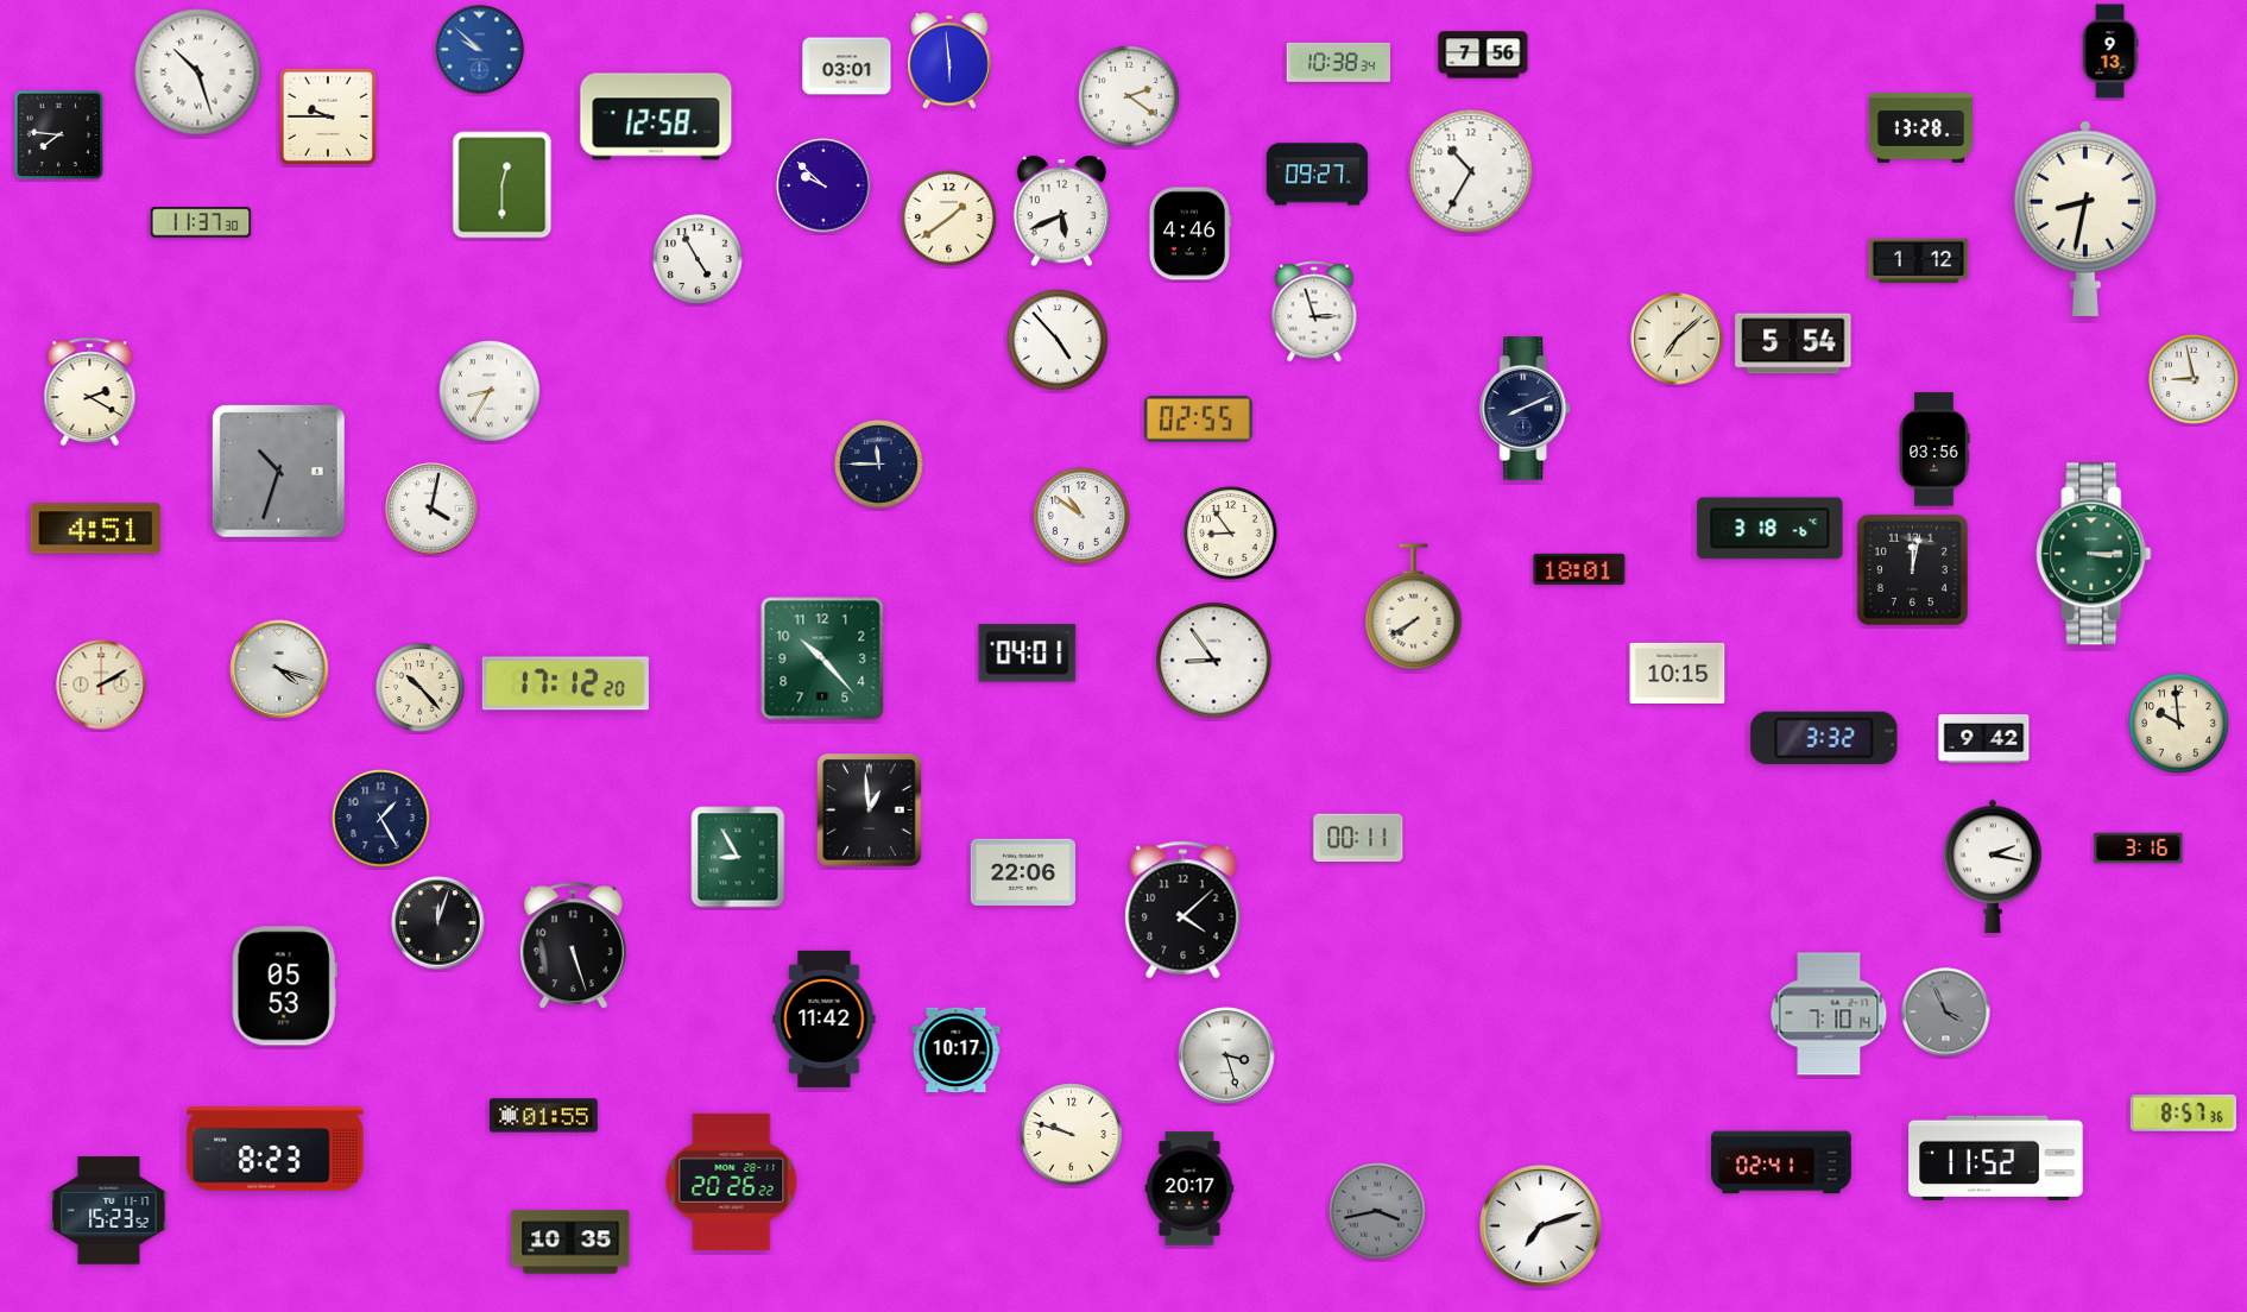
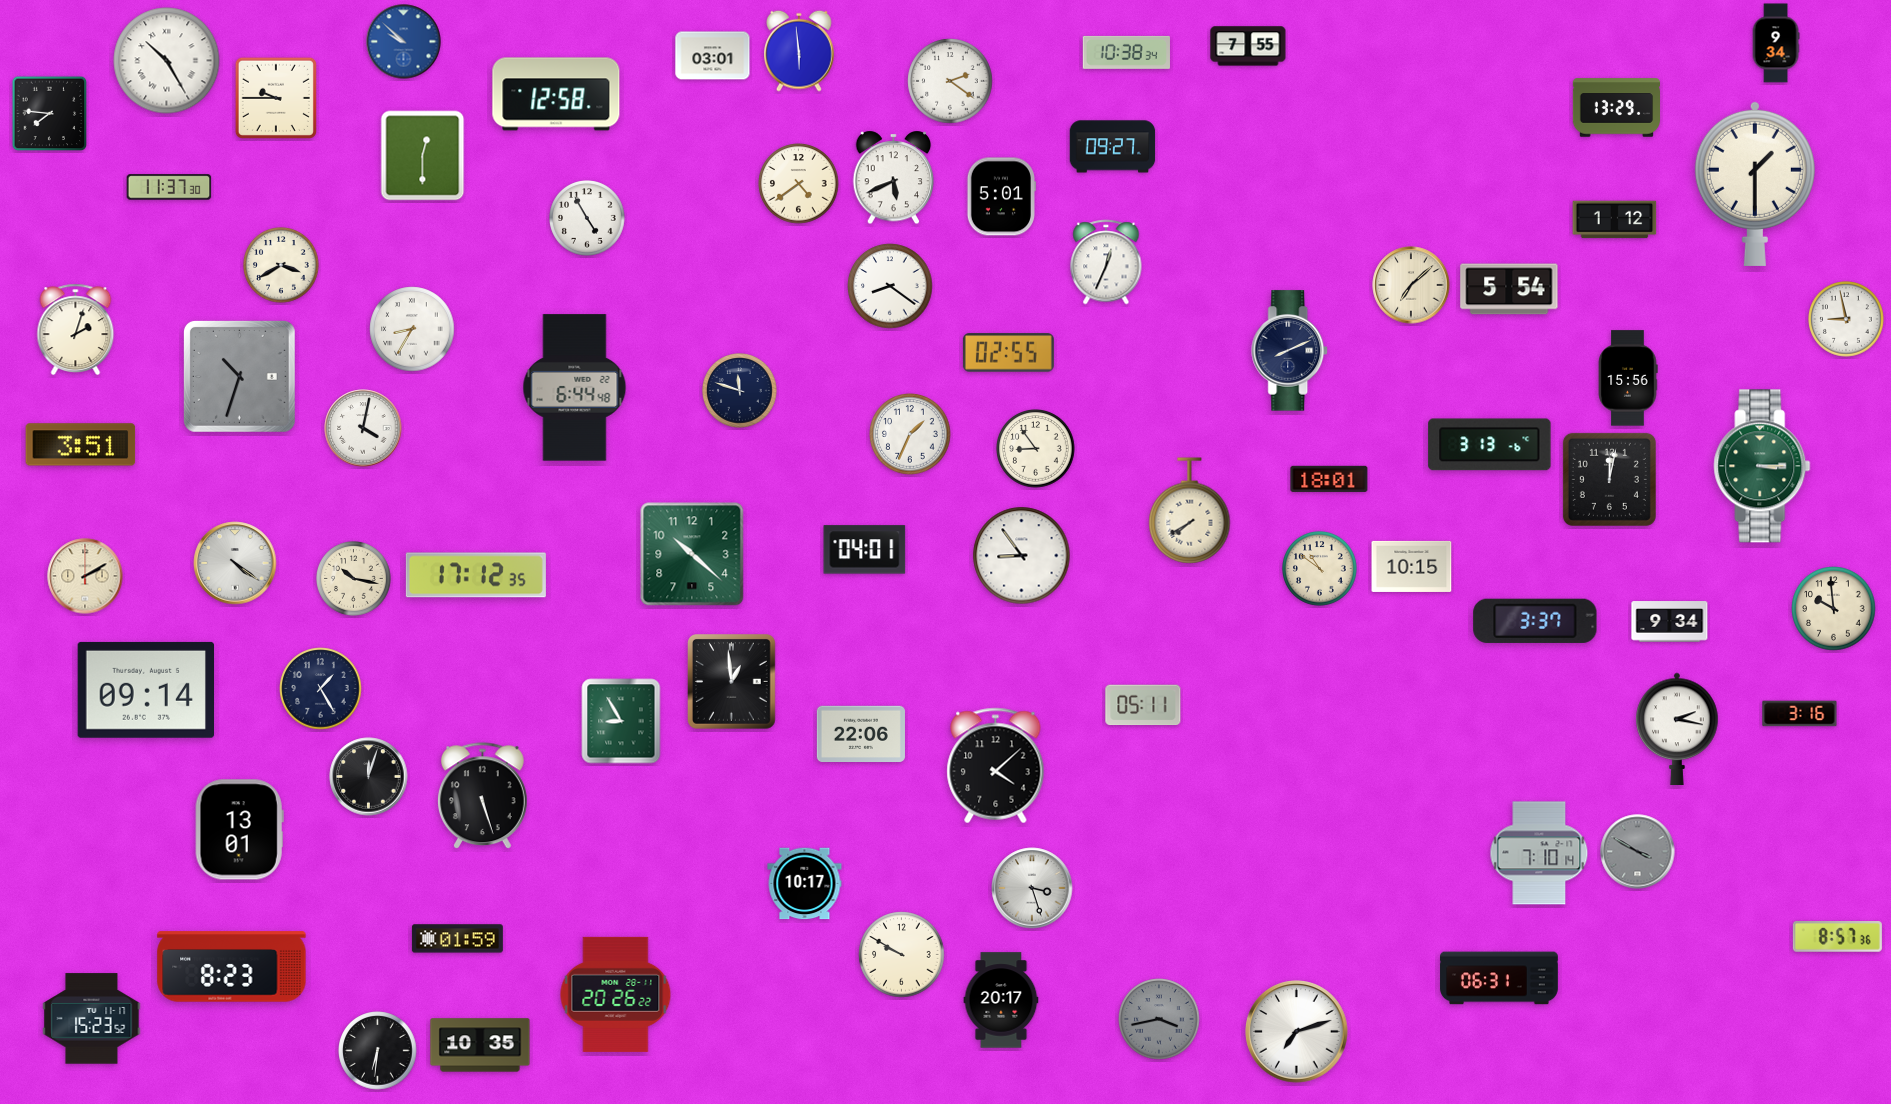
clock at (2110, 51): 9:13 -> 9:34
clock at (1483, 55): 7:56 -> 7:55
clock at (198, 72): 10:27 -> 10:25
clock at (656, 116) position: (656, 116) -> (556, 94)
clock at (1920, 128): 13:28 -> 13:29
clock at (1471, 171): 10:35 -> none
clock at (1318, 175) position: (1318, 175) -> (1113, 147)
clock at (823, 185): 9:52 -> none
clock at (2085, 217): 8:32 -> 1:30
clock at (949, 219): 1:39 -> 4:39
clock at (1189, 234): 4:46 -> 5:01
clock at (1314, 311): 2:57 -> 12:34
clock at (281, 265): none -> 3:40
clock at (1058, 340): 4:53 -> 8:21
clock at (90, 392): 2:20 -> 2:03
clock at (1526, 409) position: (1526, 409) -> (1290, 351)
clock at (1934, 449): 03:56 -> 15:56
clock at (575, 388): none -> 6:44
clock at (879, 465): 11:45 -> 11:48
clock at (278, 471) position: (278, 471) -> (239, 376)
clock at (1081, 516): 10:51 -> 1:34
clock at (96, 529): 4:51 -> 3:51
clock at (1771, 529): 3:18 -> 3:13
clock at (822, 658): 10:23 -> 10:22
clock at (279, 669): 4:18 -> 4:21
clock at (1320, 569): none -> 10:51
clock at (566, 683): 17:12:20 -> 17:12:35
clock at (421, 688): 10:23 -> 10:17
clock at (1824, 738): 3:32 -> 3:37
clock at (1984, 739): 9:42 -> 9:34
clock at (145, 690): none -> 09:14
clock at (1358, 838): 00:11 -> 05:11
clock at (284, 986): 05:53 -> 13:01
clock at (1946, 1013): 3:56 -> 3:50
clock at (825, 1018): 11:42 -> none
clock at (543, 1116): 01:55 -> 01:59
clock at (1072, 1135): 9:48 -> 9:50
clock at (1996, 1158): 11:52 -> none
clock at (1781, 1162): 02:41 -> 06:31
clock at (378, 1051): none -> 6:31
